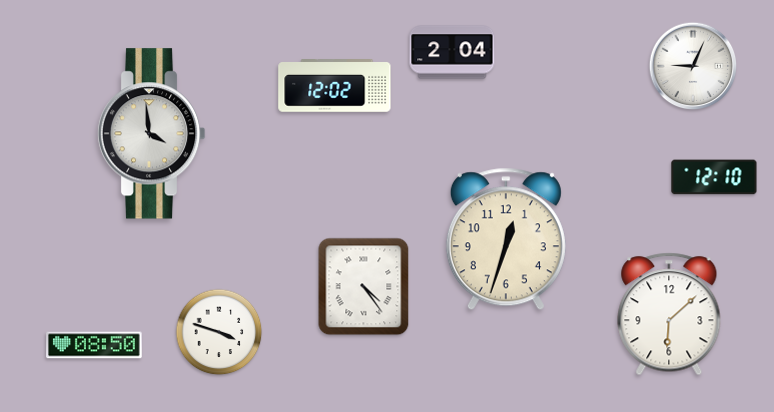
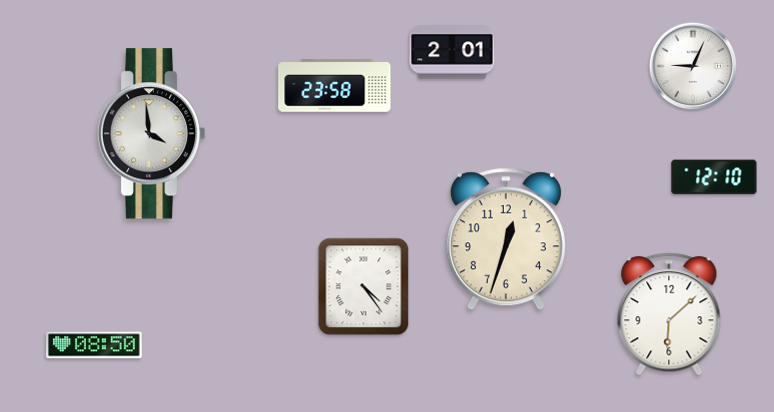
clock at (452, 52): 2:04 -> 2:01
clock at (335, 86): 12:02 -> 23:58
clock at (219, 332): 3:48 -> none
